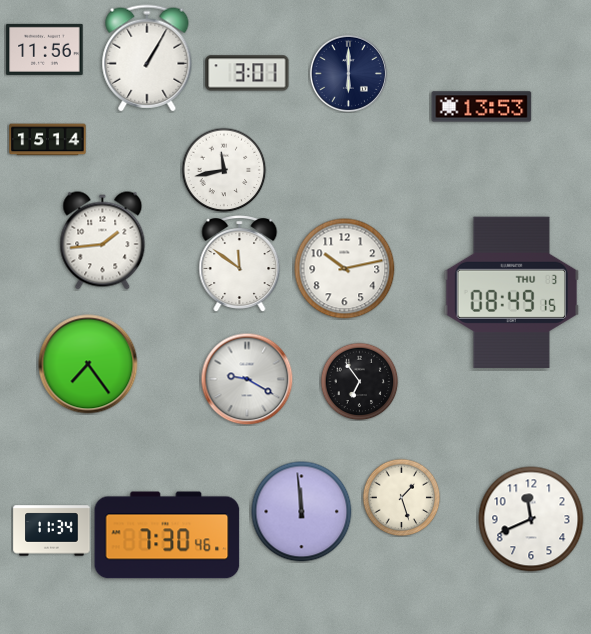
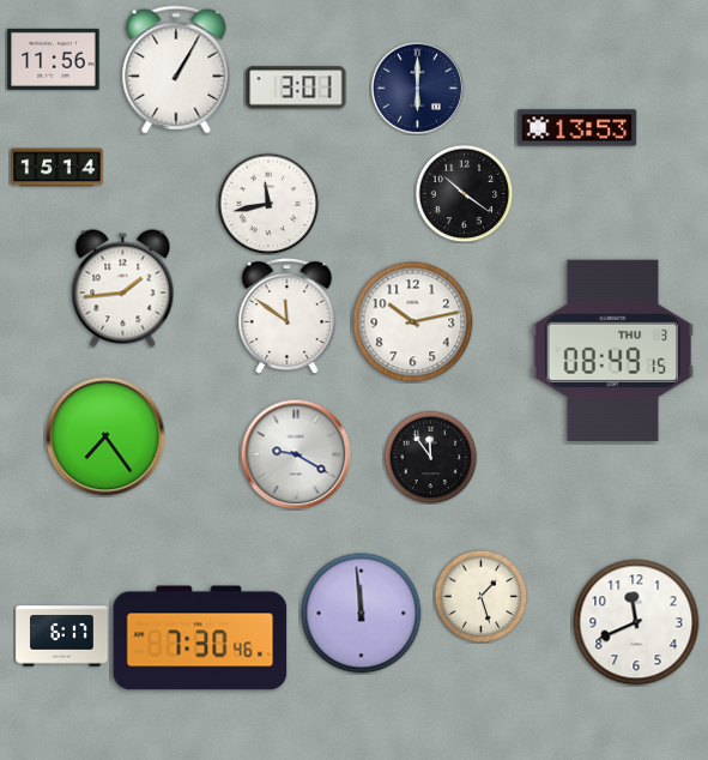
clock at (464, 193): none -> 10:21
clock at (359, 381): 6:54 -> 11:54
clock at (52, 531): 11:34 -> 6:17
clock at (167, 535) position: (167, 535) -> (200, 638)
